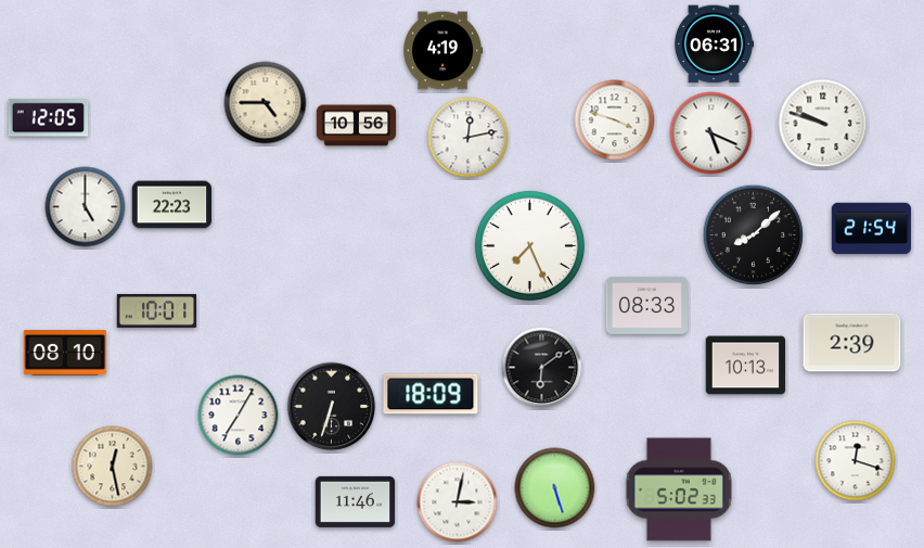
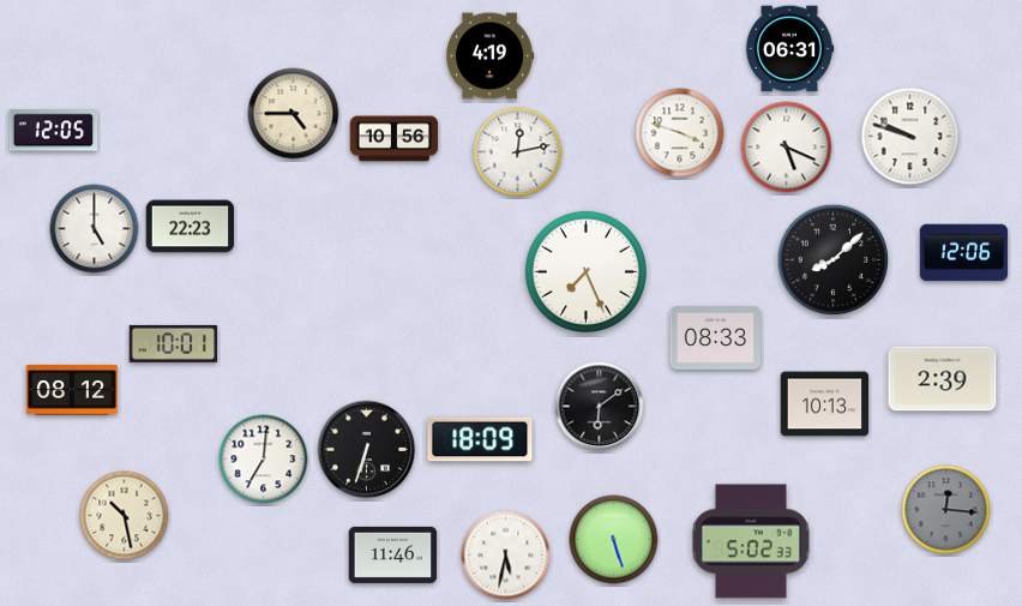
clock at (872, 229): 21:54 -> 12:06
clock at (65, 354): 08:10 -> 08:12
clock at (431, 394) position: (431, 394) -> (480, 439)
clock at (239, 416): 7:05 -> 7:01
clock at (856, 461): 12:18 -> 12:16
clock at (856, 461) dial: white -> grey
clock at (113, 467): 12:28 -> 10:28
clock at (458, 502): 3:02 -> 5:32
